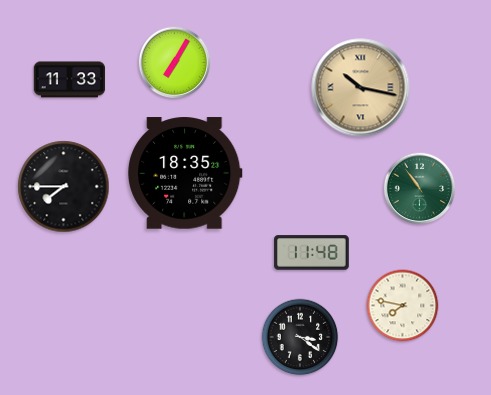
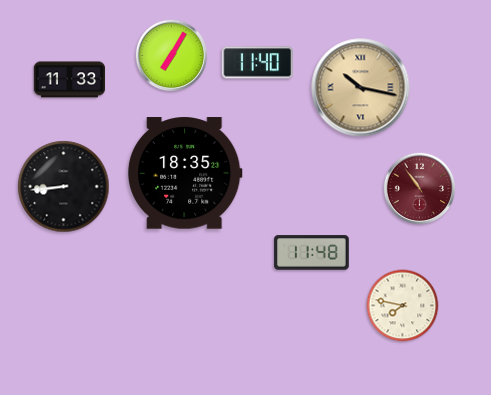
clock at (175, 63) position: (175, 63) -> (172, 56)
clock at (257, 63): none -> 11:40
clock at (64, 187): 7:45 -> 8:44
clock at (420, 189) dial: green -> burgundy
clock at (300, 337): 3:21 -> none
